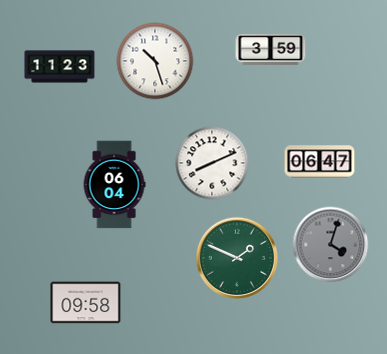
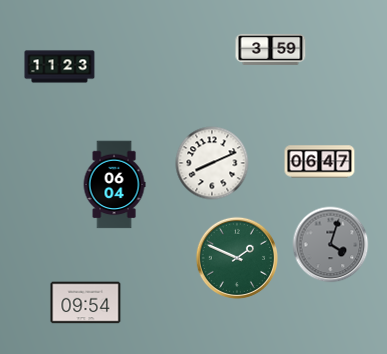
clock at (155, 61): 10:27 -> none
clock at (86, 303): 09:58 -> 09:54
